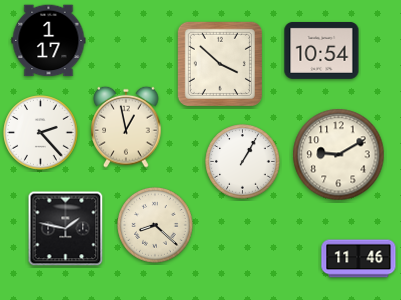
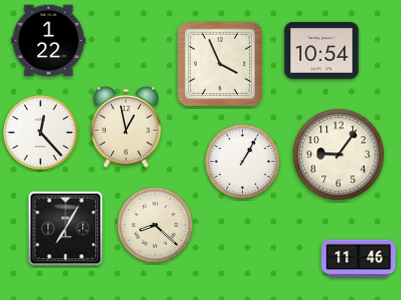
clock at (49, 41): 1:17 -> 1:22
clock at (220, 64): 3:52 -> 3:56
clock at (41, 133): 2:23 -> 12:23
clock at (339, 155): 9:10 -> 9:06
clock at (66, 229): 1:47 -> 7:05
